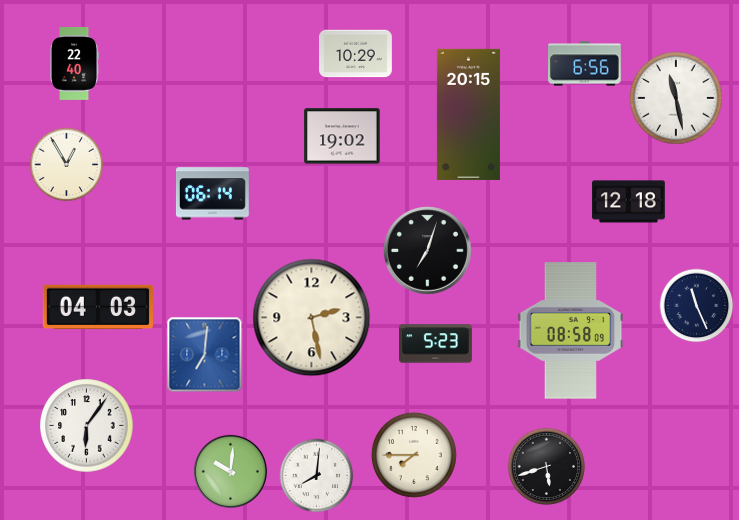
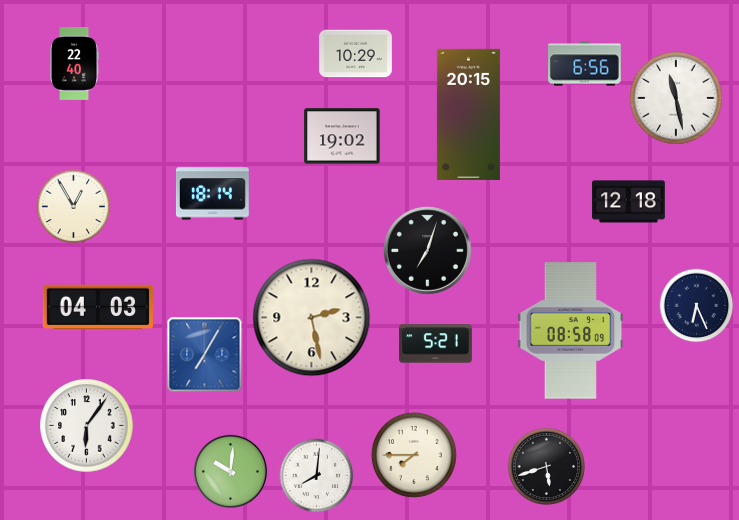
clock at (67, 165) position: (67, 165) -> (74, 207)
clock at (212, 194): 06:14 -> 18:14
clock at (697, 306): 11:26 -> 6:26
clock at (436, 344): 5:23 -> 5:21
clock at (205, 355): 7:01 -> 7:05
